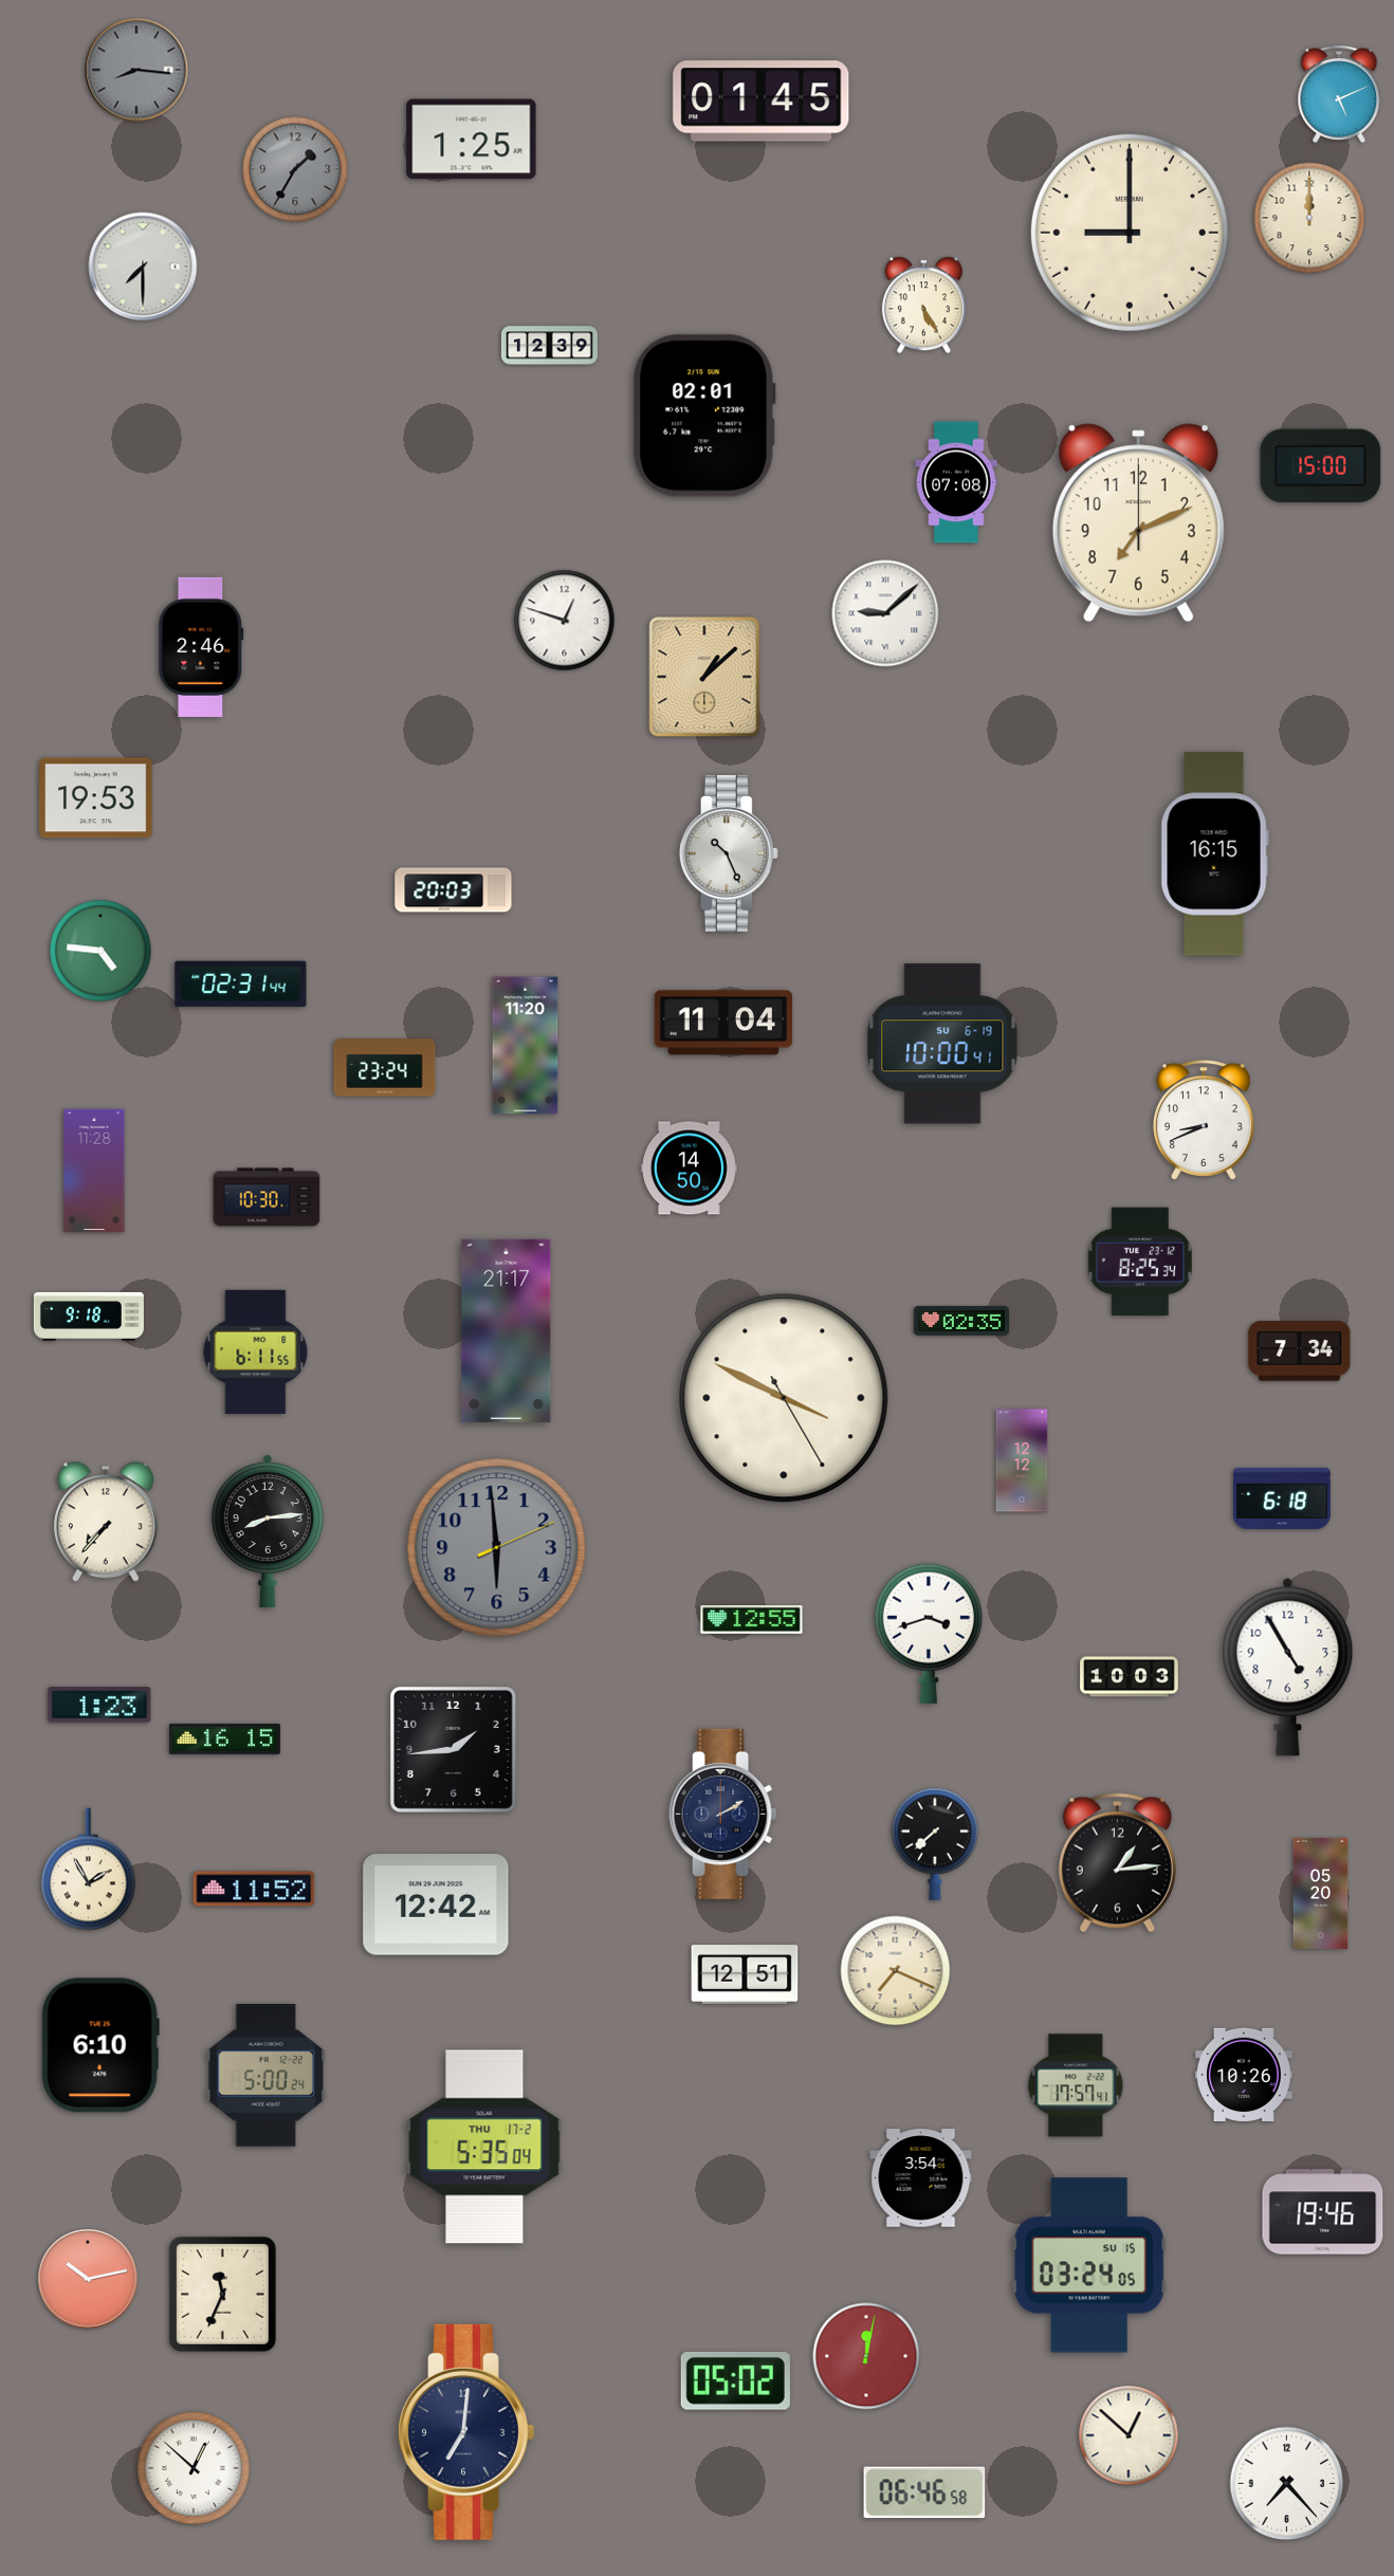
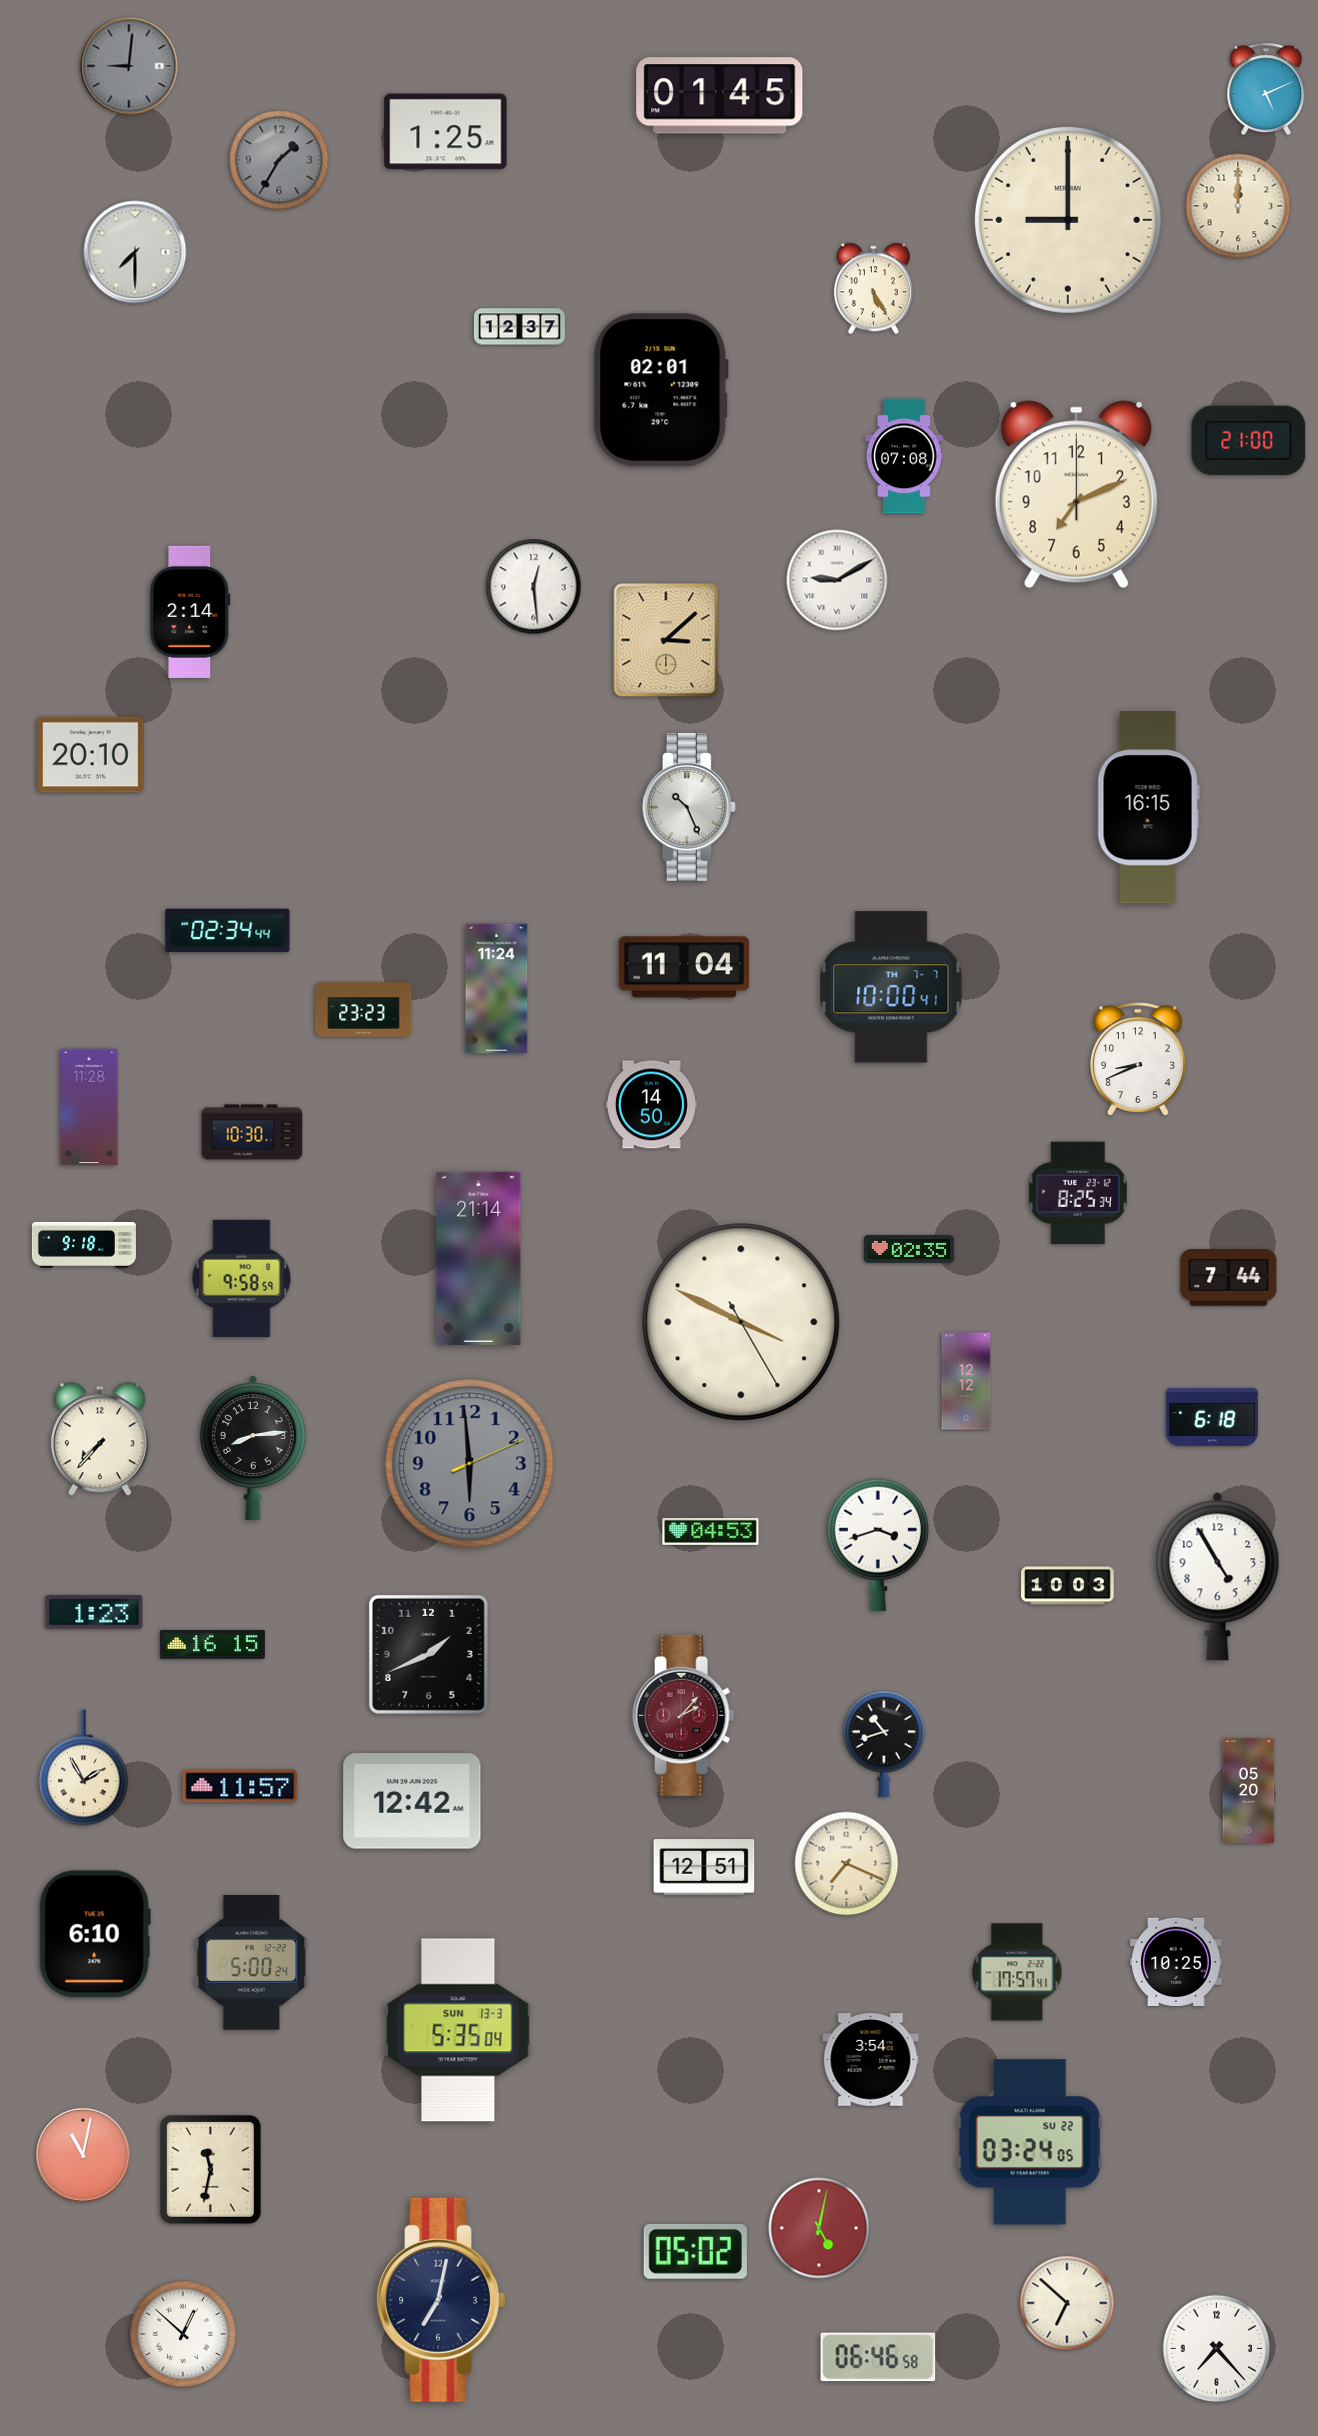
clock at (136, 70): 8:16 -> 9:01
clock at (549, 346): 12:39 -> 12:37
clock at (704, 416) position: (704, 416) -> (661, 390)
clock at (1321, 466): 15:00 -> 21:00
clock at (885, 613): 9:08 -> 9:10
clock at (565, 621): 12:48 -> 12:29
clock at (201, 647): 2:46 -> 2:14
clock at (704, 677): 1:08 -> 3:08
clock at (96, 798): 19:53 -> 20:10
clock at (454, 890): 20:03 -> none
clock at (100, 951): 4:46 -> none
clock at (241, 985): 02:31 -> 02:34
clock at (942, 1044) date: SU 6-19 -> TH 7-7
clock at (526, 1046): 11:20 -> 11:24
clock at (385, 1068): 23:24 -> 23:23
clock at (507, 1330): 21:17 -> 21:14
clock at (256, 1351): 6:11 -> 9:58
clock at (1300, 1351): 7:34 -> 7:44
clock at (752, 1619): 12:55 -> 04:53
clock at (453, 1749): 1:44 -> 1:41
clock at (723, 1814): 2:10 -> 2:07
clock at (723, 1814) dial: navy -> burgundy
clock at (935, 1844): 7:38 -> 10:42
clock at (1117, 1863): 1:14 -> none
clock at (254, 1889): 11:52 -> 11:57
clock at (1244, 2074): 10:26 -> 10:25
clock at (484, 2147) date: THU 17-2 -> SUN 13-3
clock at (1323, 2212): 19:46 -> none
clock at (1089, 2265) date: SU 15 -> SU 22
clock at (88, 2279): 10:13 -> 11:02
clock at (222, 2294): 11:34 -> 11:32
clock at (866, 2356): 12:02 -> 5:02
clock at (466, 2432): 7:01 -> 7:02
clock at (1129, 2435): 12:52 -> 6:52
clock at (924, 2492) position: (924, 2492) -> (878, 2357)
